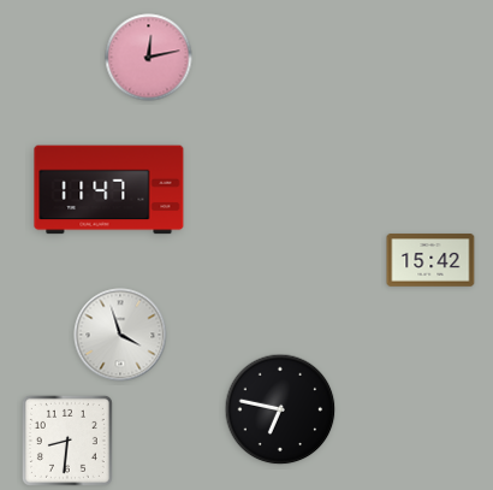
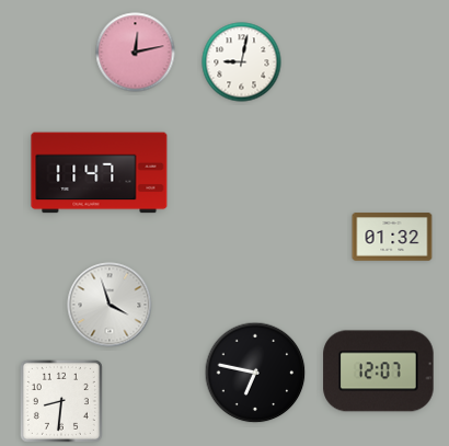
clock at (242, 62): none -> 9:02
clock at (430, 260): 15:42 -> 01:32
clock at (379, 371): none -> 12:07
